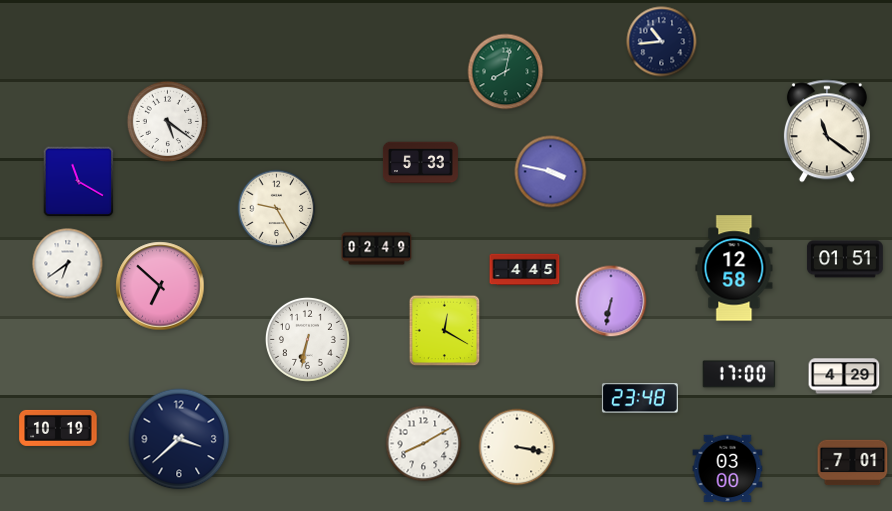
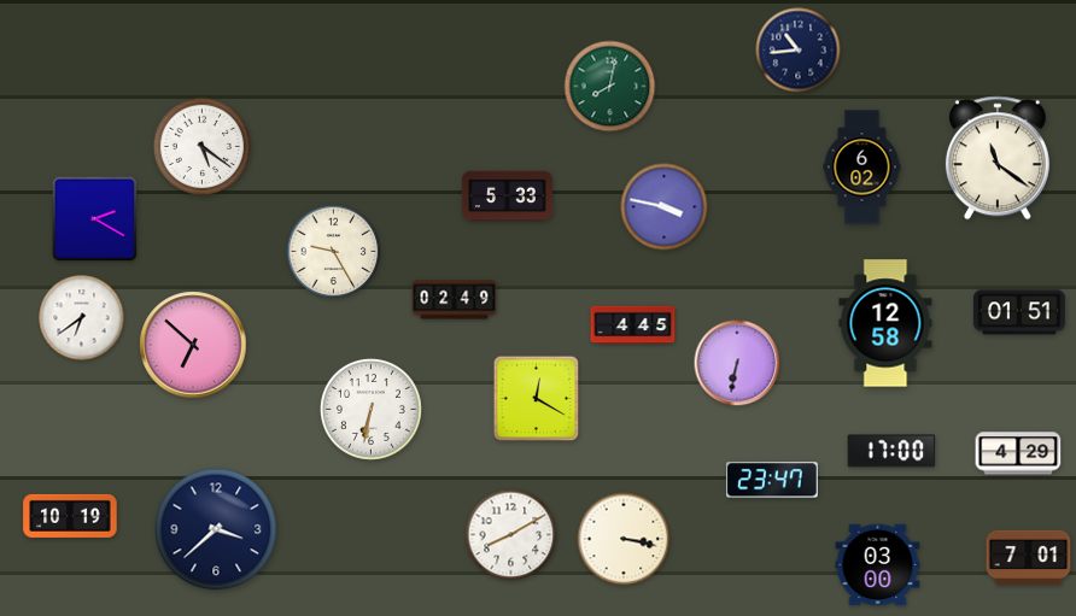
clock at (862, 168): none -> 6:02
clock at (79, 182): 11:20 -> 2:20
clock at (640, 398): 23:48 -> 23:47
